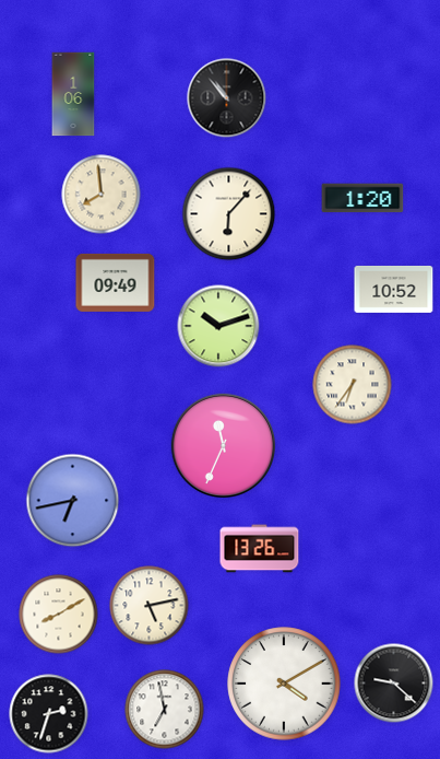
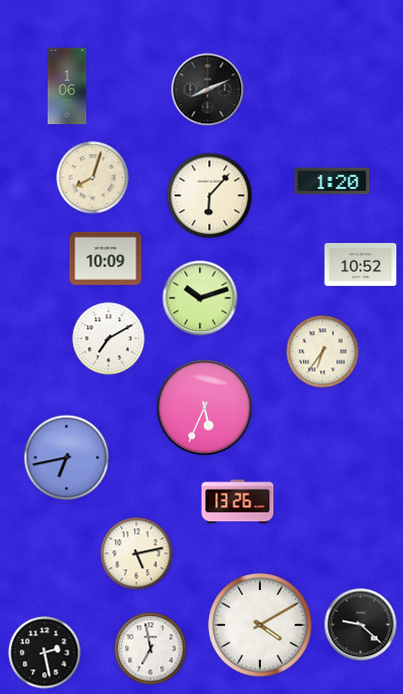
clock at (227, 98): 10:53 -> 8:11
clock at (102, 195): 7:59 -> 8:03
clock at (116, 282): 09:49 -> 10:09
clock at (109, 339): none -> 7:10
clock at (223, 445): 11:34 -> 5:34
clock at (59, 615): 8:10 -> none
clock at (49, 714): 2:33 -> 2:28
